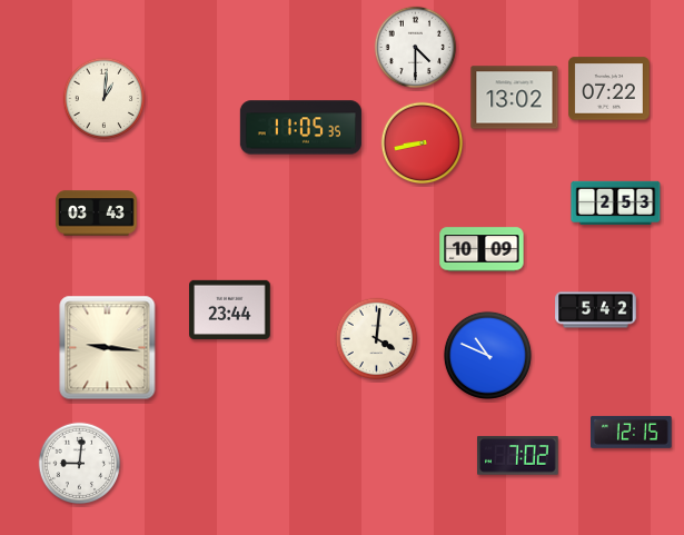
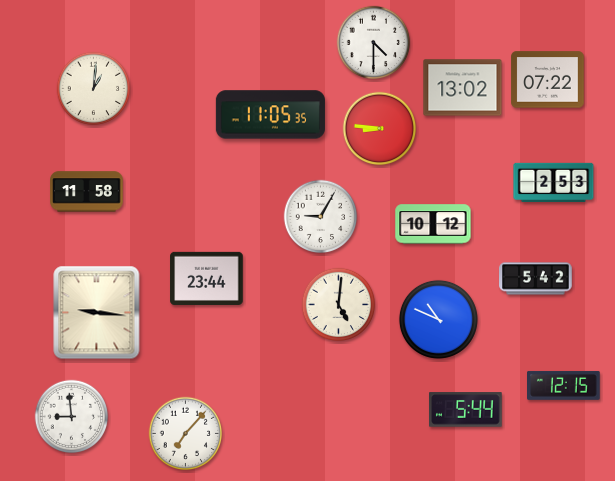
clock at (423, 143): 8:43 -> 8:46
clock at (97, 214): 03:43 -> 11:58
clock at (321, 217): none -> 9:05
clock at (482, 249): 10:09 -> 10:12
clock at (377, 339): 4:01 -> 5:01
clock at (632, 432) position: (632, 432) -> (564, 385)
clock at (518, 456): 7:02 -> 5:44
clock at (80, 464): 9:01 -> 8:59
clock at (186, 434): none -> 7:07
